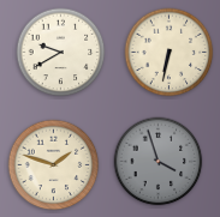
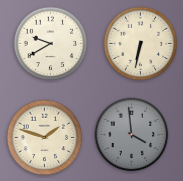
clock at (159, 162): 3:57 -> 3:59
